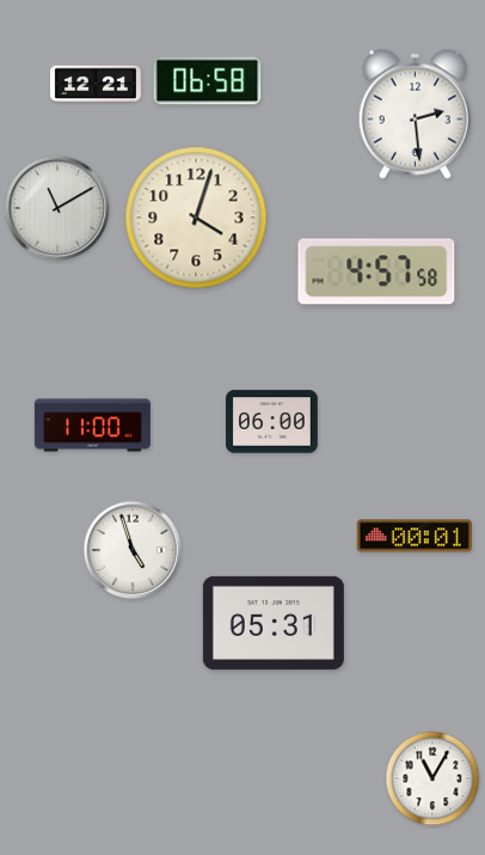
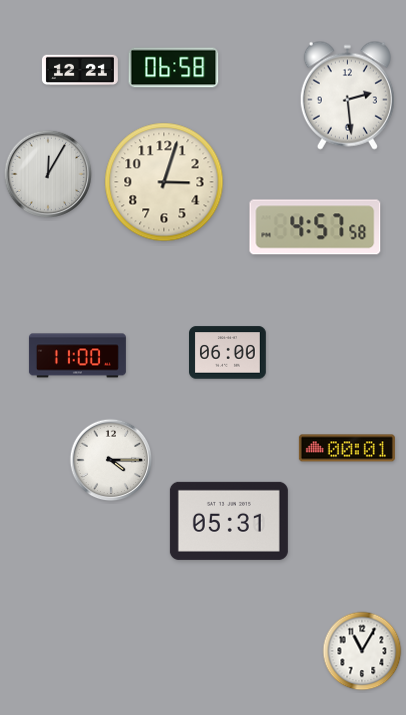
clock at (57, 208): 11:10 -> 12:05
clock at (196, 218): 4:03 -> 3:03
clock at (133, 550): 4:57 -> 4:15
